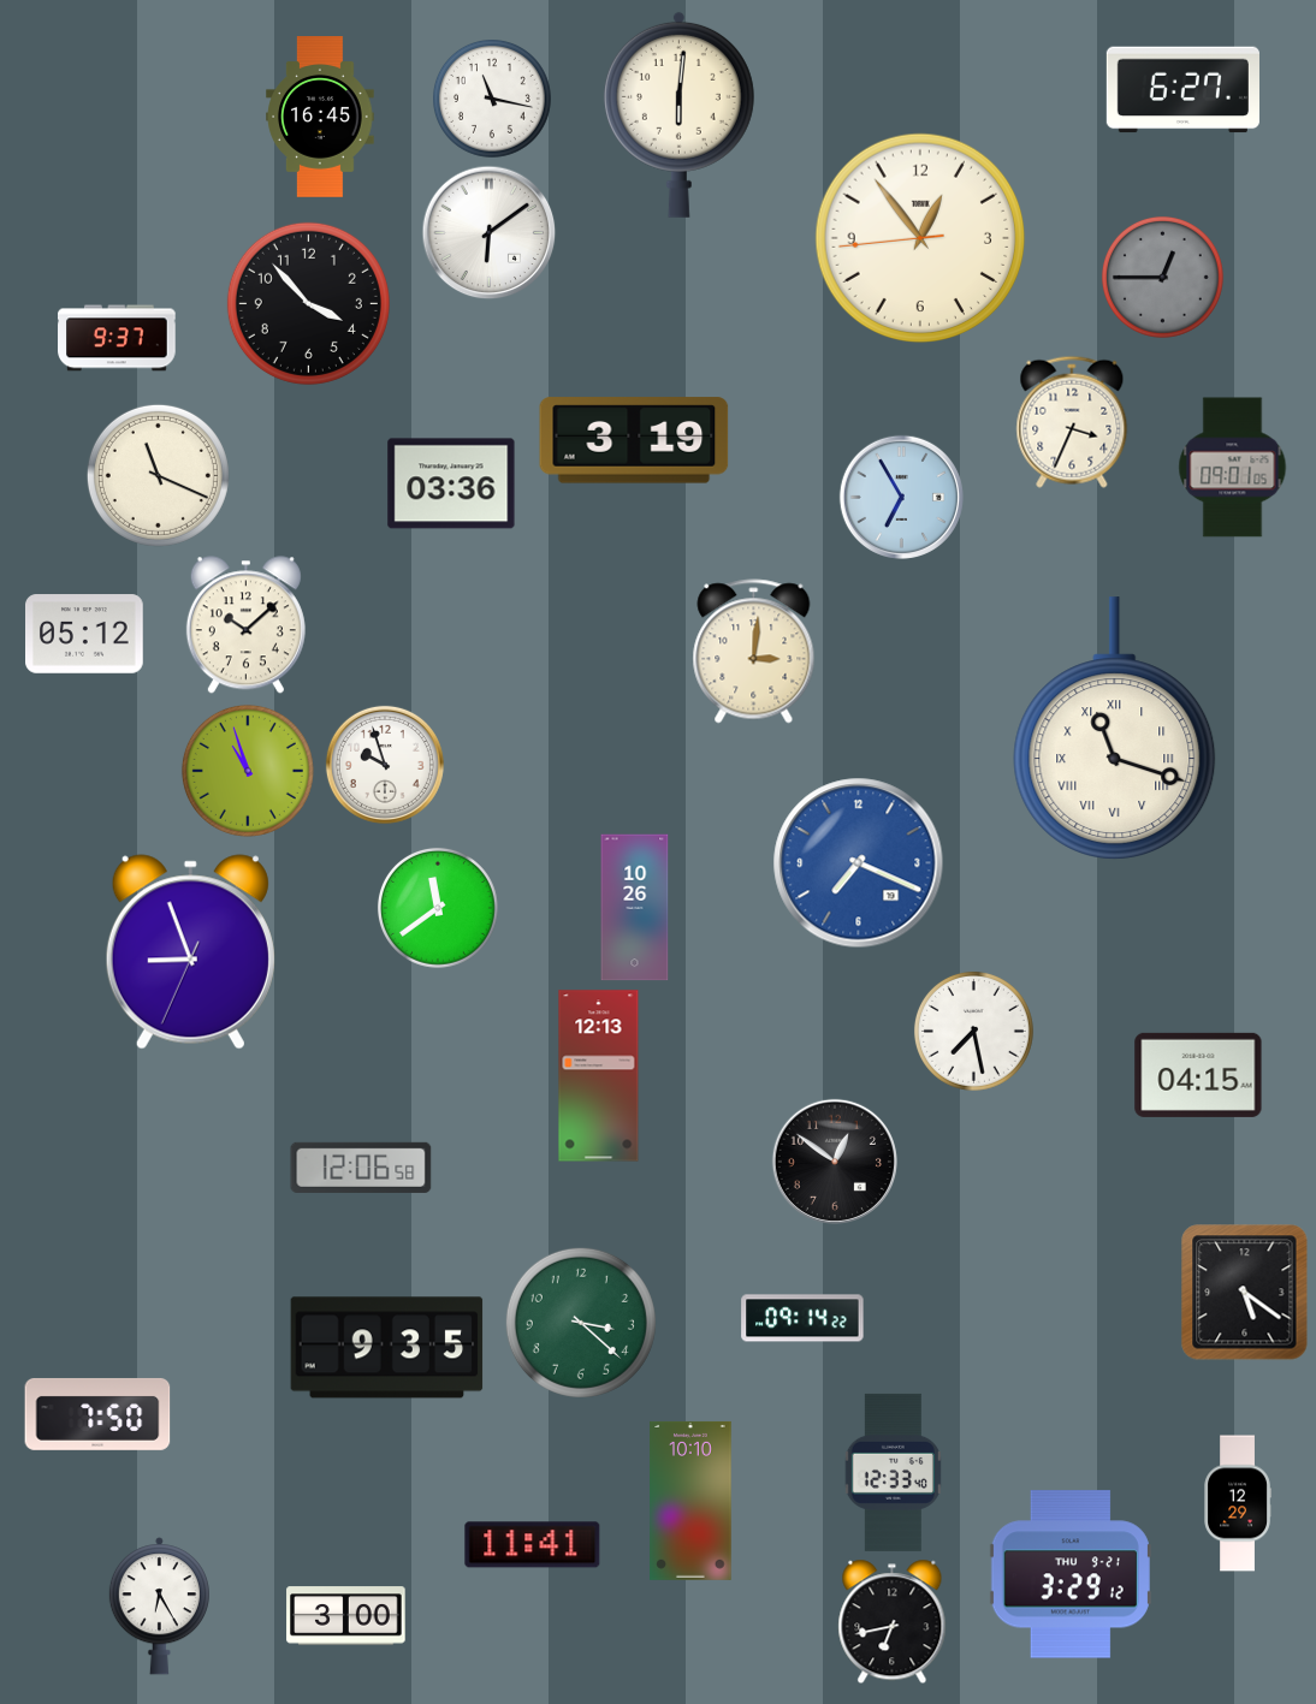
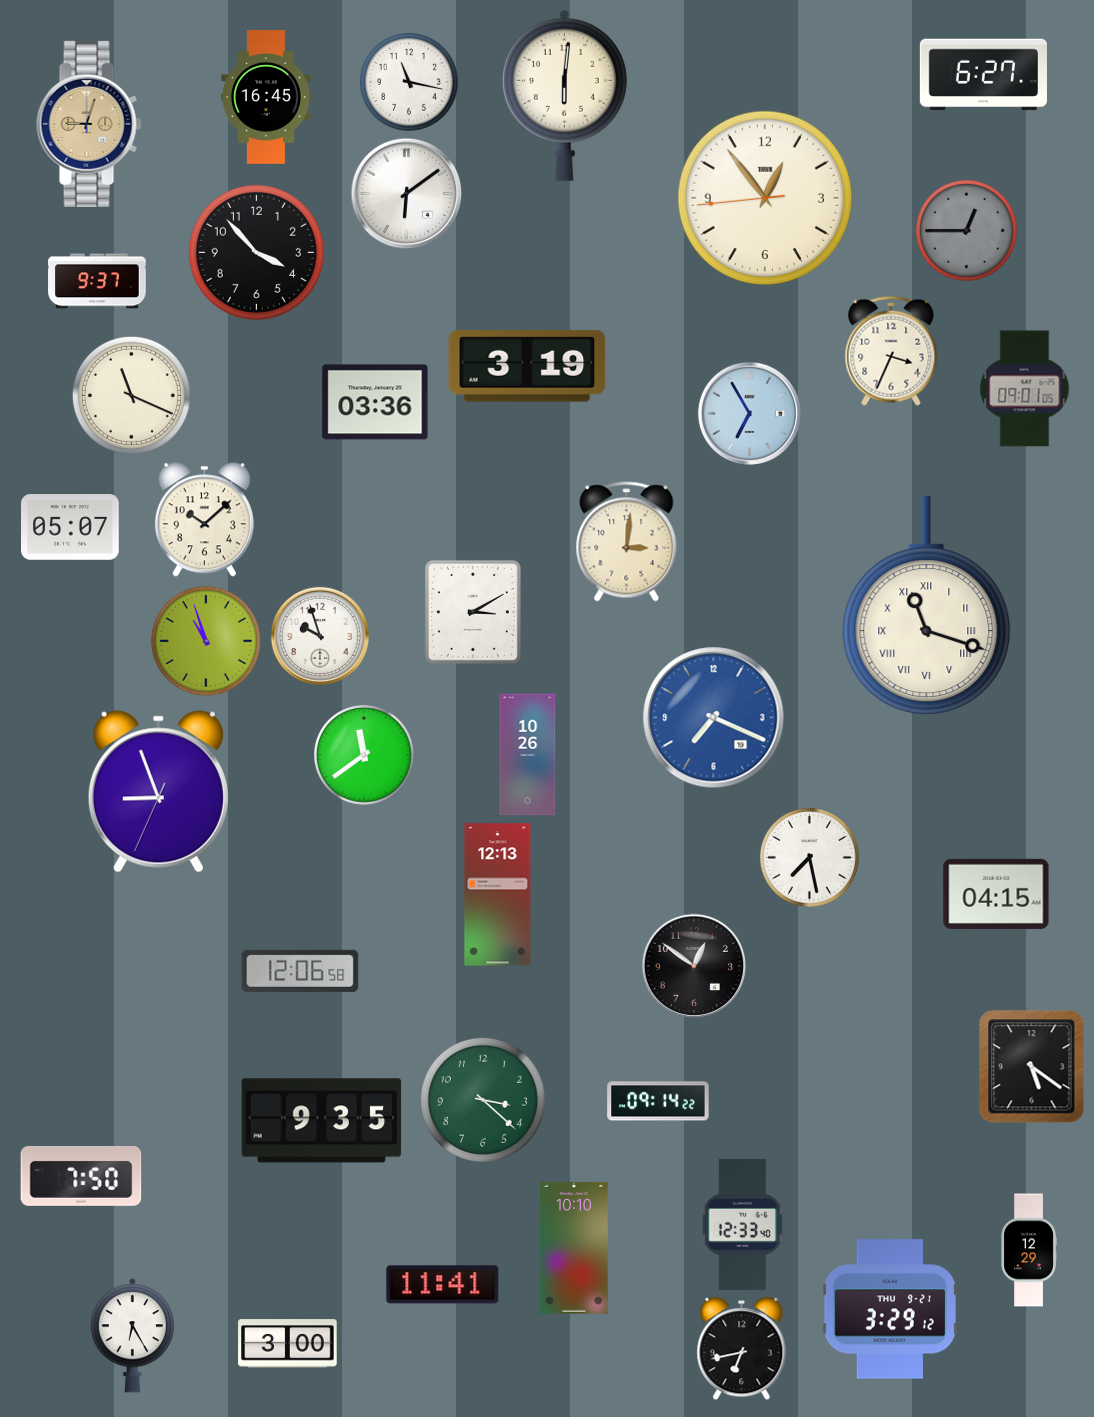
clock at (89, 124): none -> 9:03
clock at (85, 634): 05:12 -> 05:07
clock at (473, 612): none -> 3:10
clock at (1245, 1293) position: (1245, 1293) -> (1032, 1067)
clock at (802, 1318) position: (802, 1318) -> (658, 1101)
